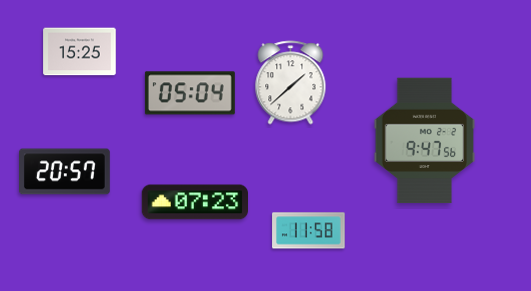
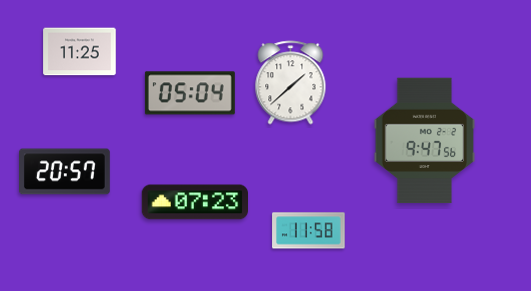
clock at (80, 52): 15:25 -> 11:25
